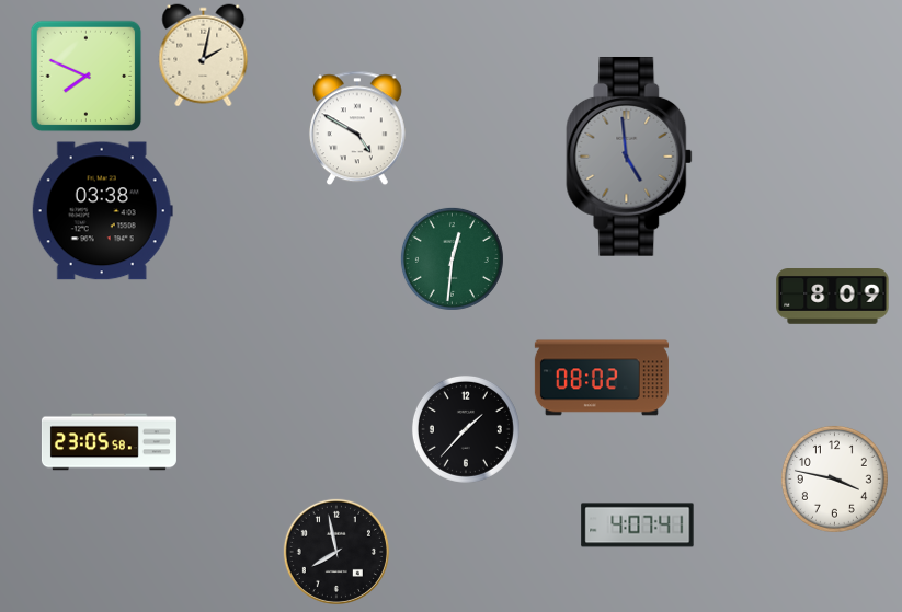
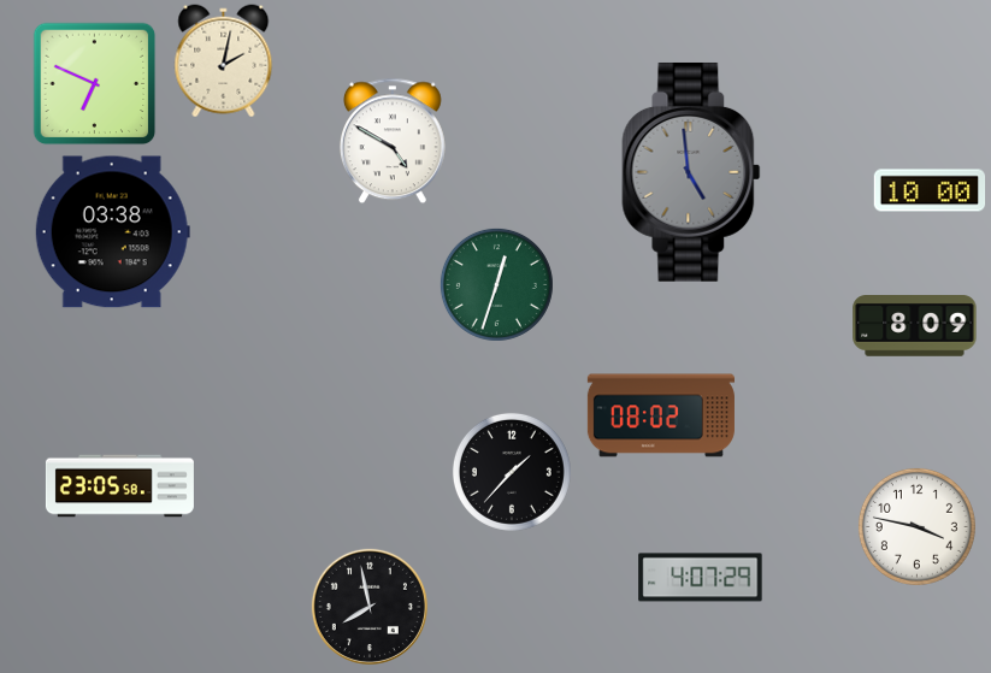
clock at (87, 77): 7:49 -> 6:49
clock at (930, 190): none -> 10:00
clock at (452, 258): 12:31 -> 12:33
clock at (638, 526): 4:07:41 -> 4:07:29
